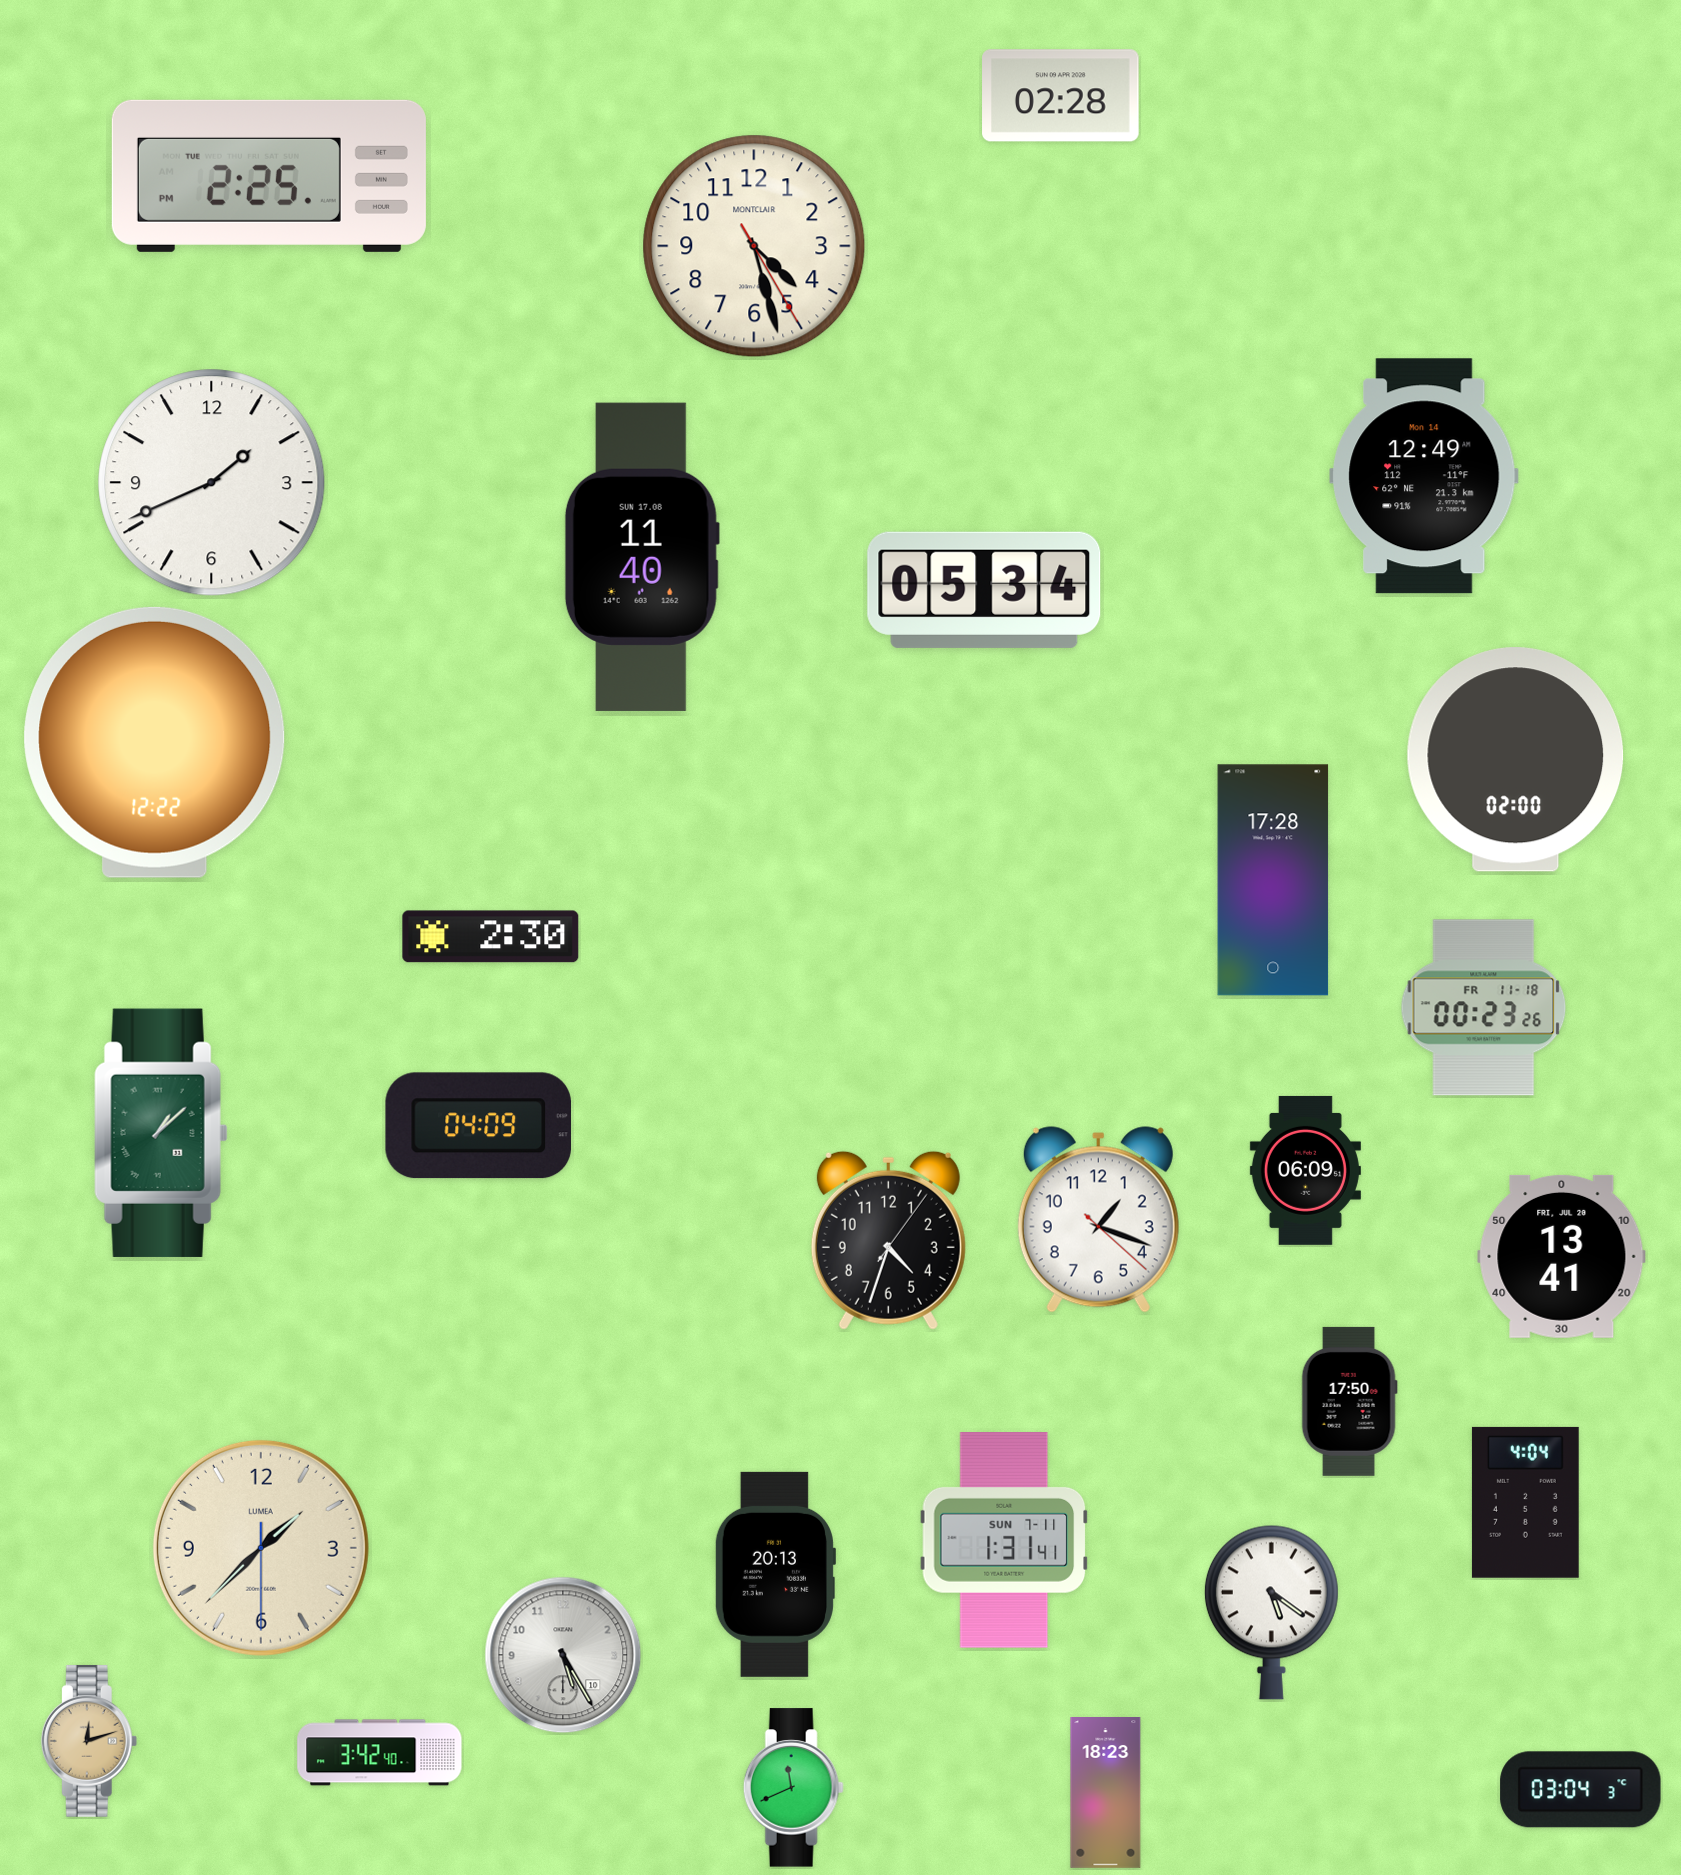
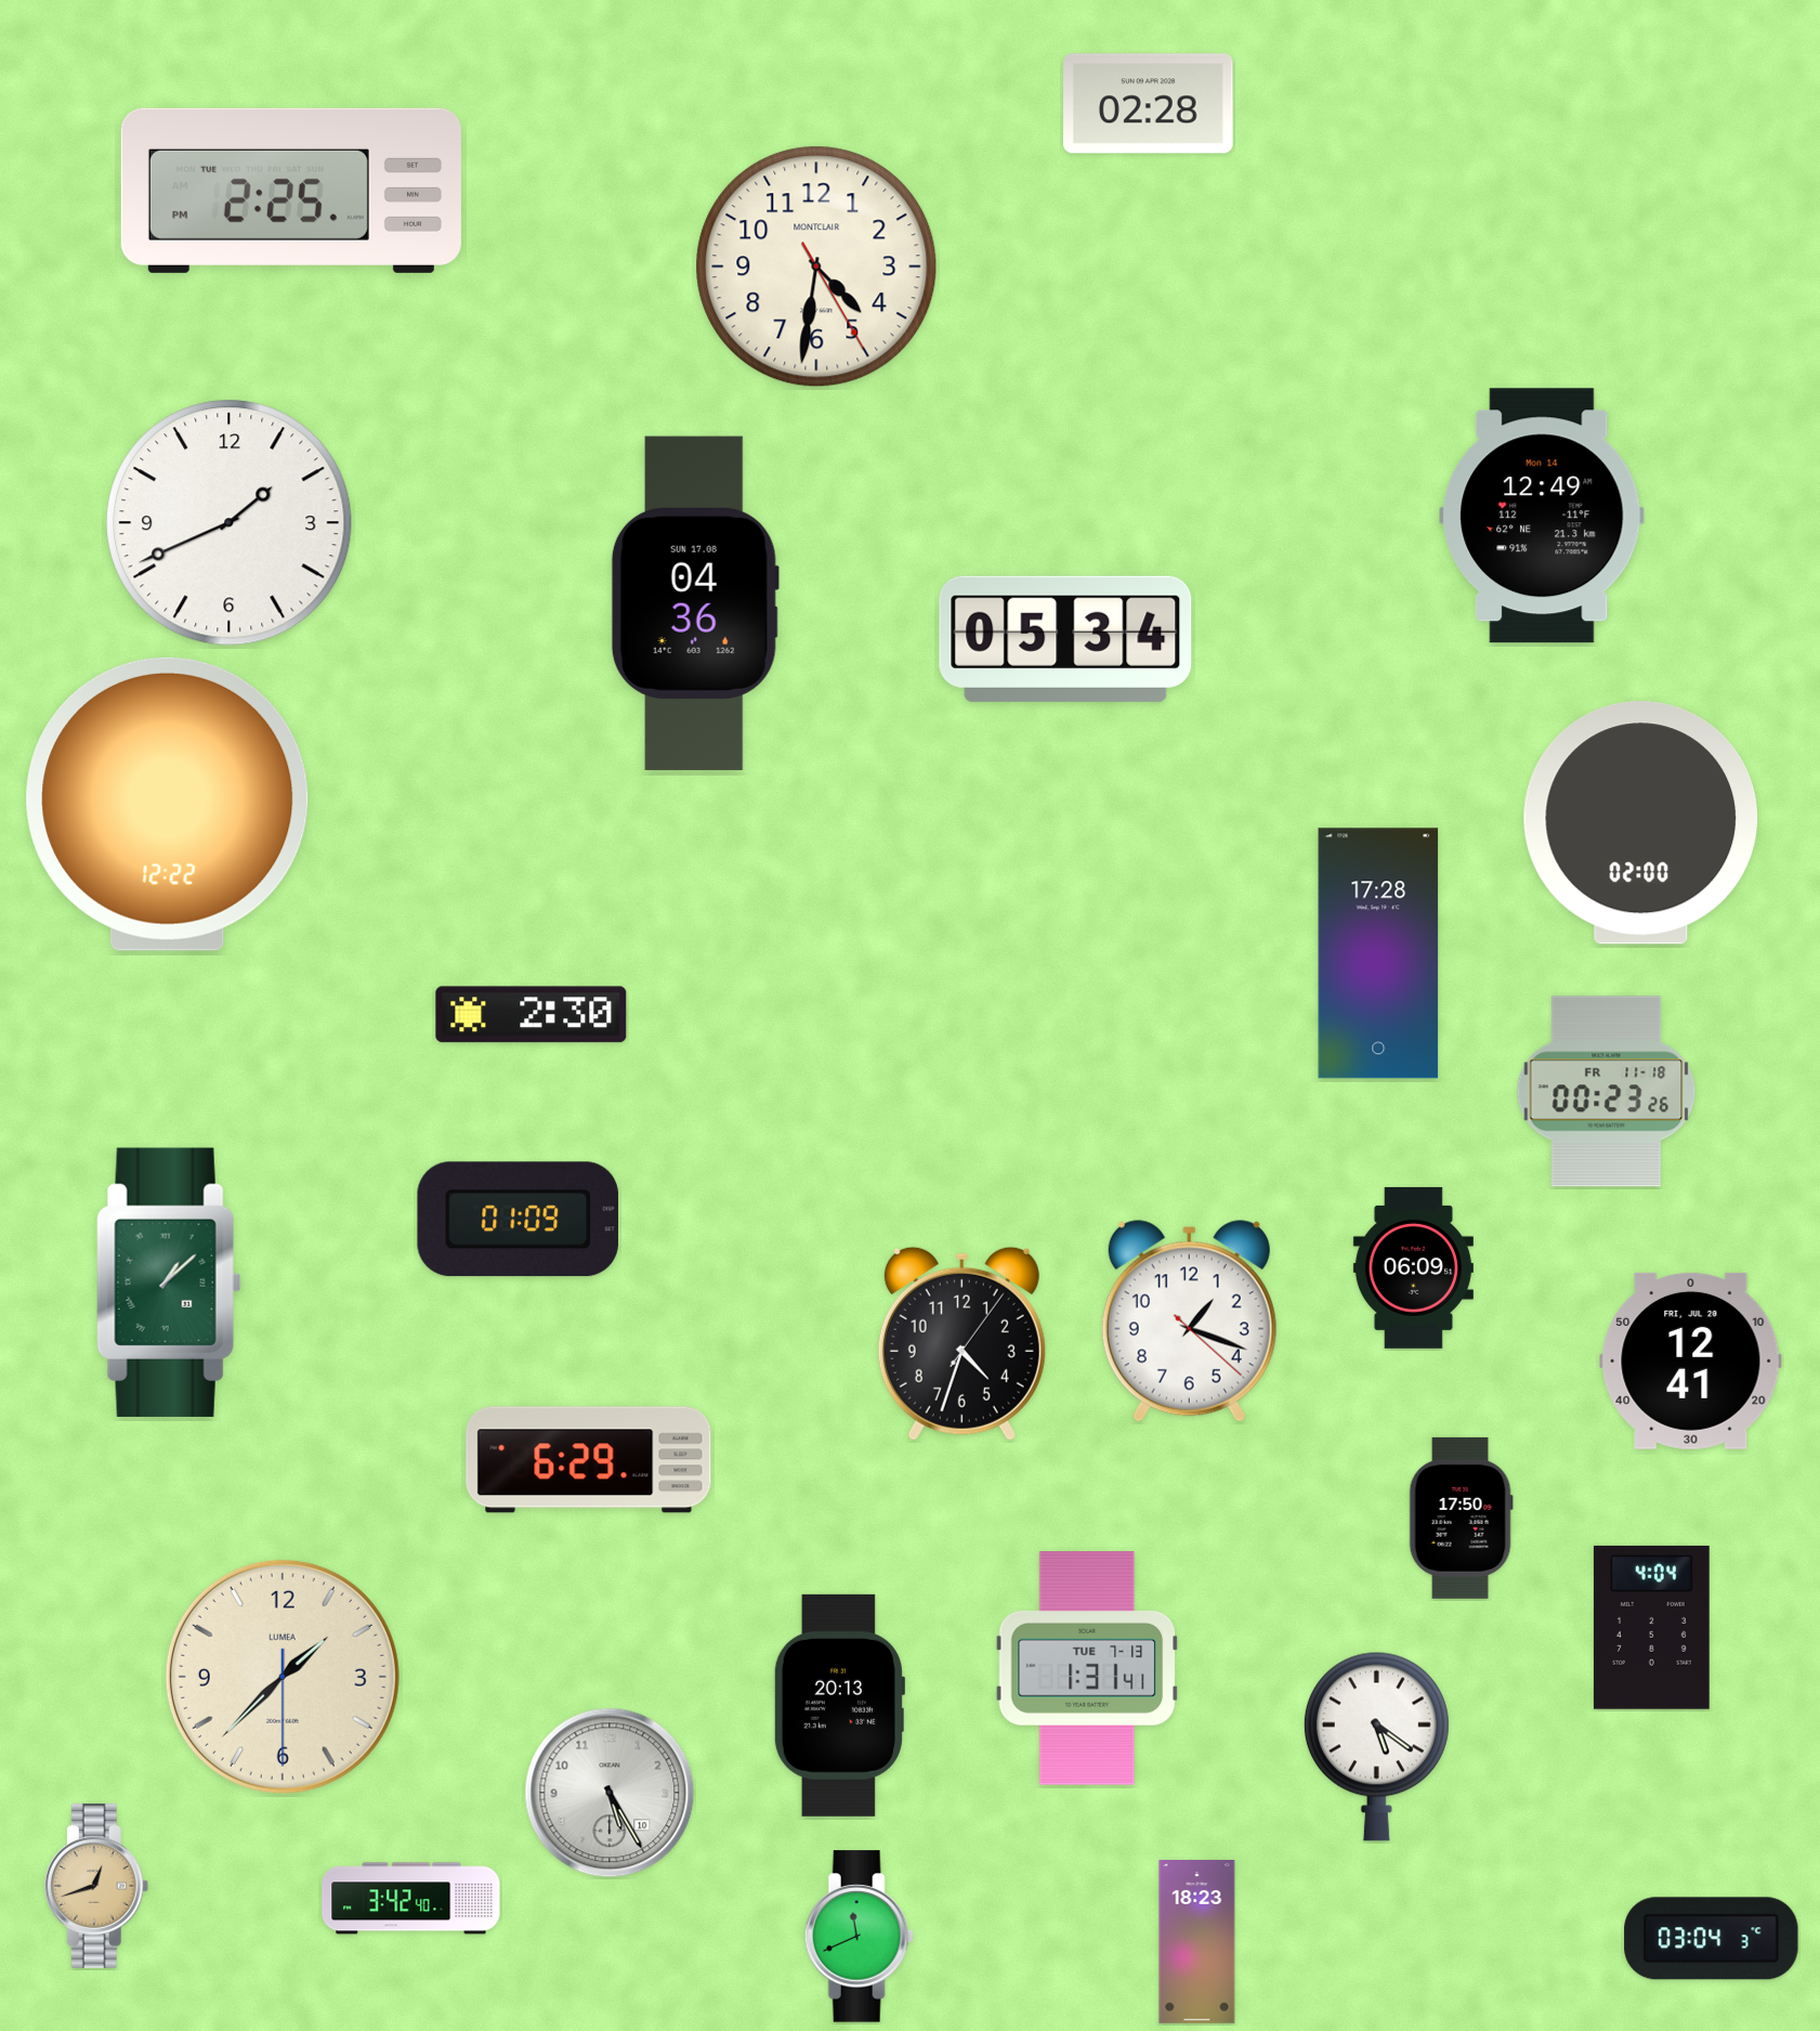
clock at (754, 246): 4:27 -> 4:31
clock at (642, 557): 11:40 -> 04:36
clock at (478, 1126): 04:09 -> 01:09
clock at (161, 1133) position: (161, 1133) -> (169, 1283)
clock at (1562, 1256): 13:41 -> 12:41
clock at (589, 1460): none -> 6:29
clock at (1004, 1540) date: SUN 7-11 -> TUE 7-13
clock at (89, 1741): 12:12 -> 12:42
